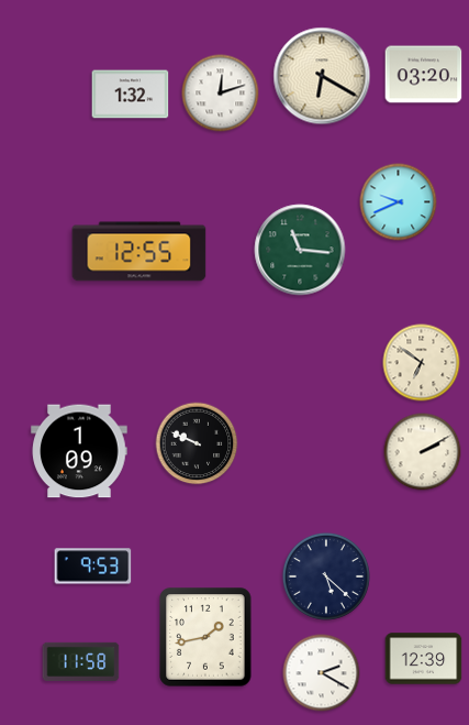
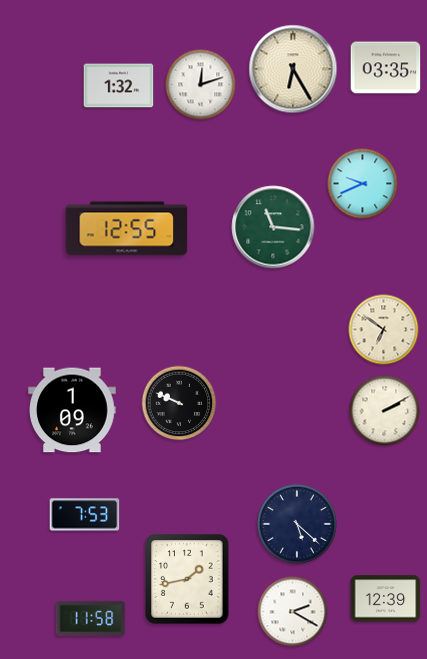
clock at (424, 75): 03:20 -> 03:35
clock at (322, 76): 6:20 -> 6:25
clock at (93, 567): 9:53 -> 7:53
clock at (81, 661) position: (81, 661) -> (91, 618)
